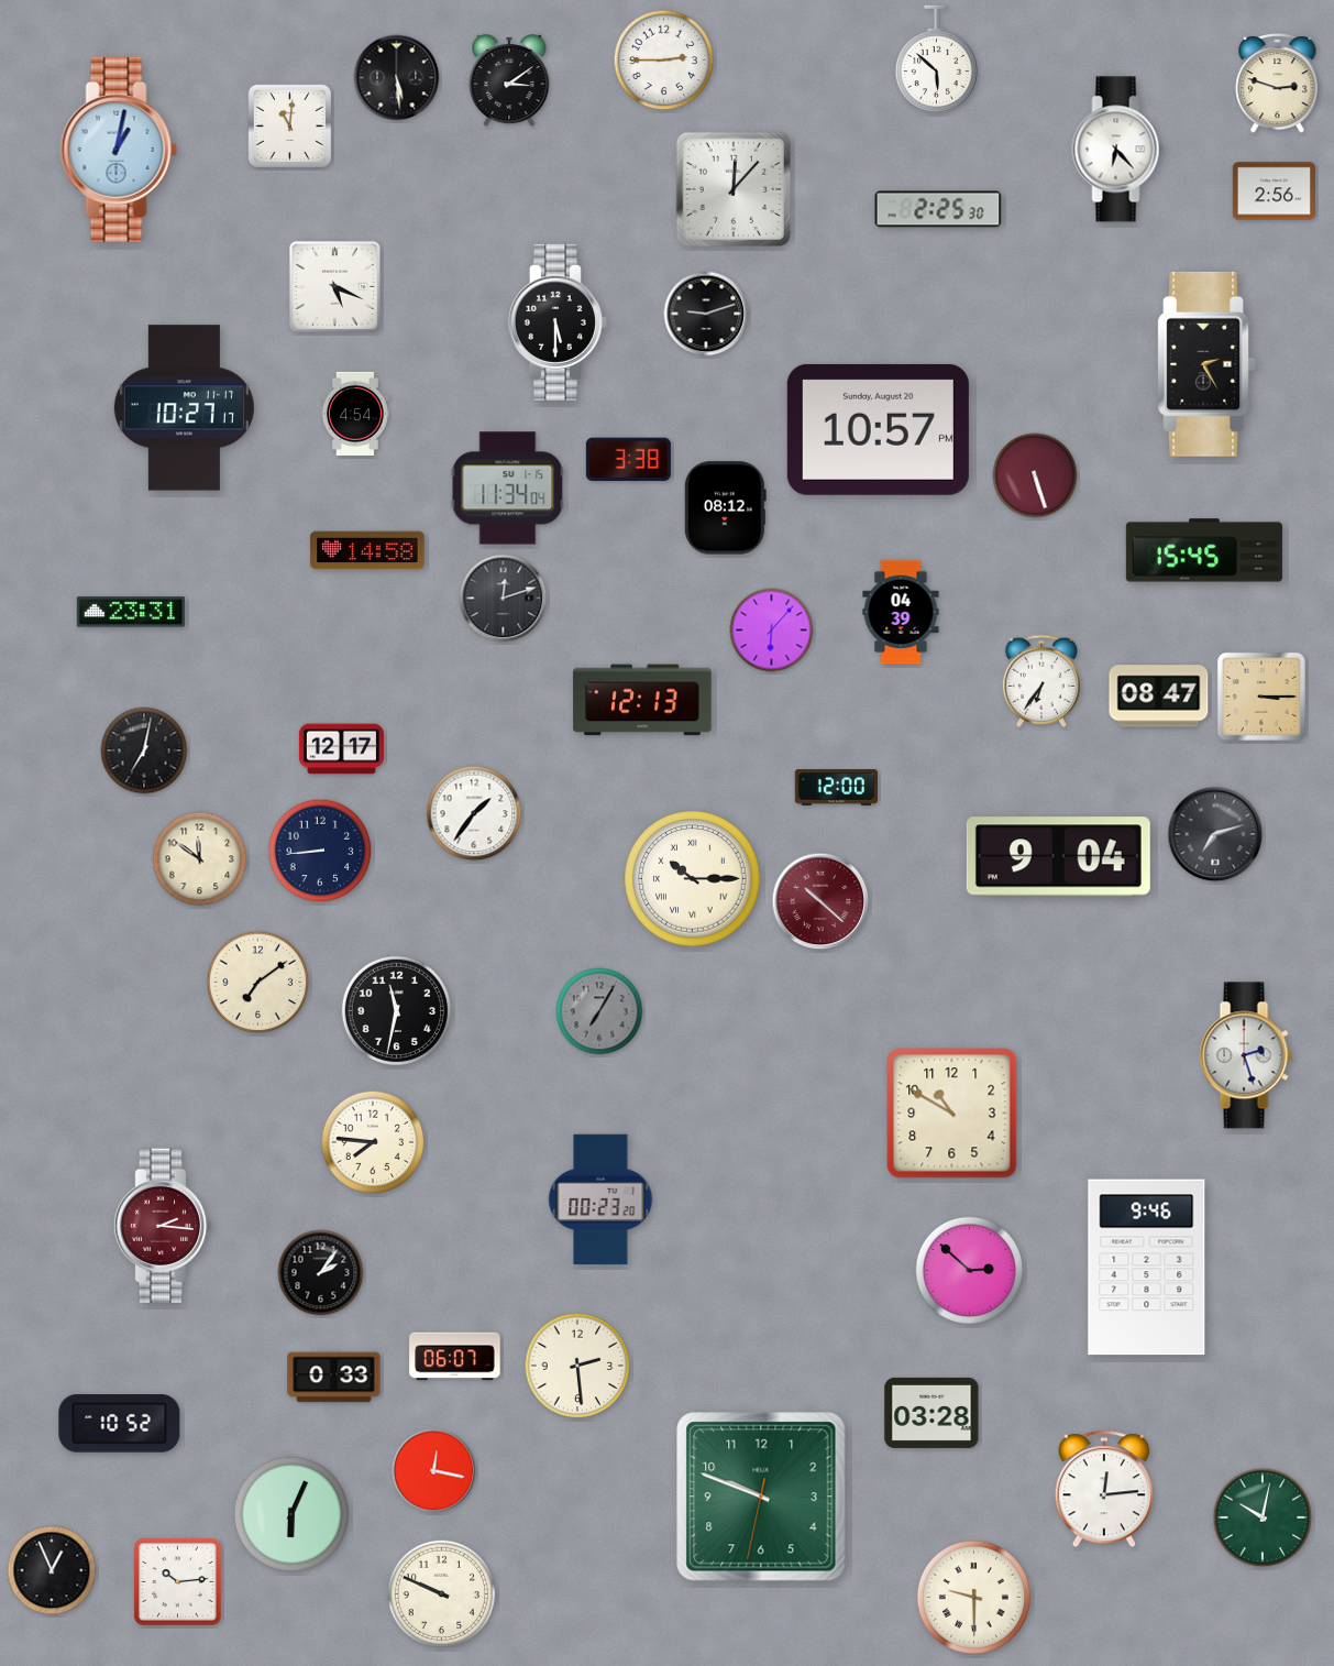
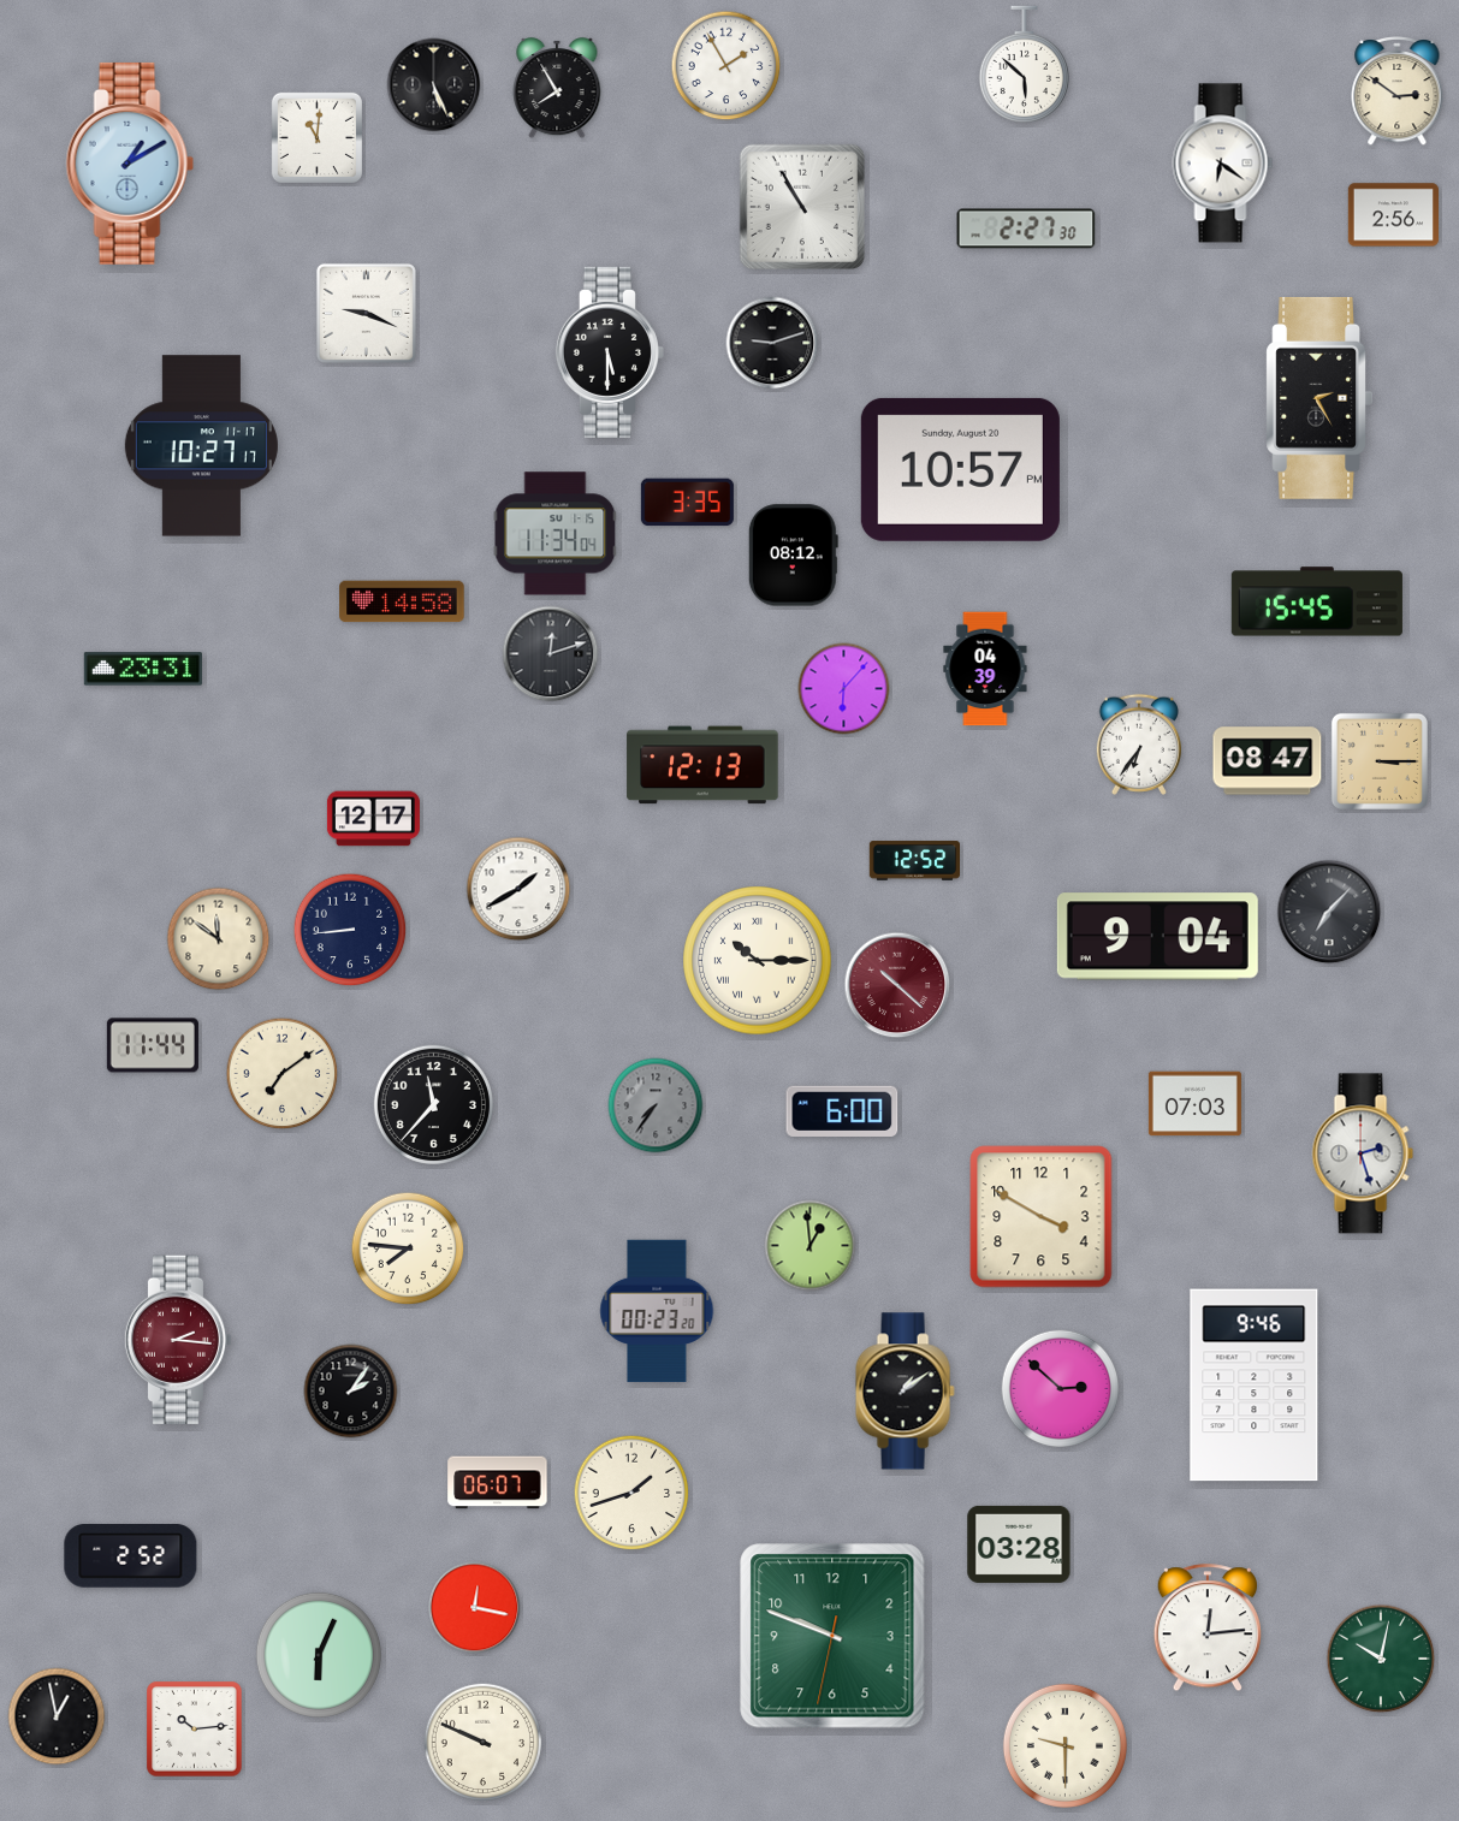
clock at (664, 61): 2:45 -> 1:55
clock at (397, 78): 5:29 -> 5:26
clock at (509, 81): 3:09 -> 7:55
clock at (1278, 83): 2:48 -> 2:51
clock at (119, 150): 1:02 -> 1:10
clock at (1118, 150): 6:23 -> 6:21
clock at (732, 188): 12:07 -> 10:55
clock at (1275, 191) position: (1275, 191) -> (1394, 215)
clock at (938, 209): 2:25 -> 2:27
clock at (334, 286): 5:19 -> 9:19
clock at (355, 414): 4:54 -> none
clock at (628, 460): 3:38 -> 3:35
clock at (1035, 475): 5:27 -> none
clock at (144, 750): 7:02 -> none
clock at (836, 788): 12:00 -> 12:52
clock at (474, 813): 1:36 -> 1:40
clock at (1215, 834): 7:12 -> 7:07
clock at (153, 1045): none -> 11:44
clock at (396, 1010): 11:32 -> 11:37
clock at (1194, 1104): none -> 07:03
clock at (599, 1011): 7:05 -> 7:36
clock at (842, 1111): none -> 6:00
clock at (952, 1114): 10:50 -> 3:50
clock at (811, 1246): none -> 12:59
clock at (905, 1392): none -> 1:09
clock at (577, 1366): 2:29 -> 1:42
clock at (334, 1378): 0:33 -> none
clock at (120, 1424): 10:52 -> 2:52
clock at (52, 1570): 12:56 -> 12:58
